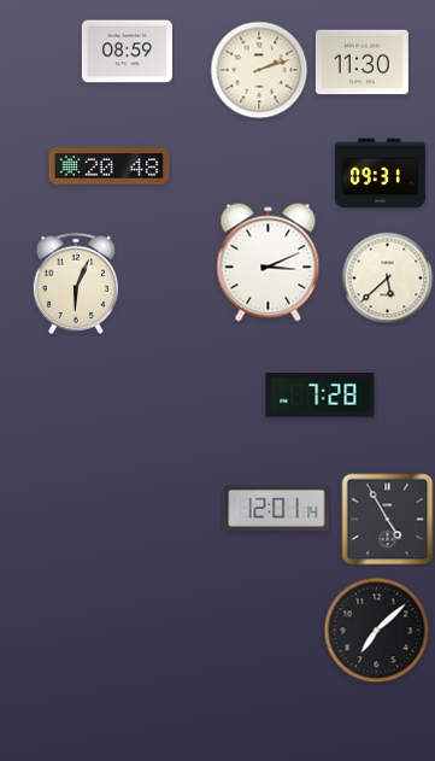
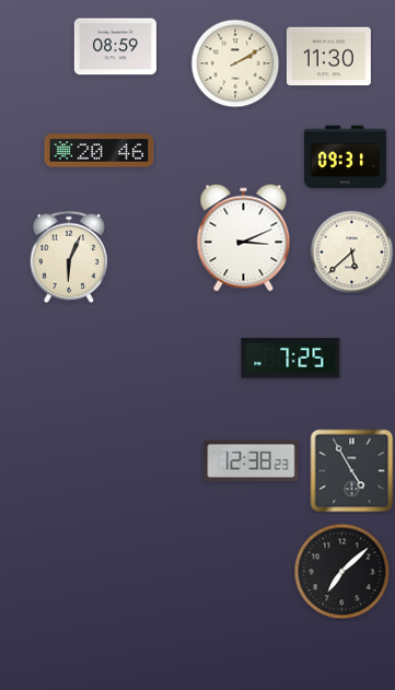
clock at (259, 70): 2:12 -> 2:10
clock at (110, 166): 20:48 -> 20:46
clock at (321, 396): 7:28 -> 7:25
clock at (277, 508): 12:01 -> 12:38
